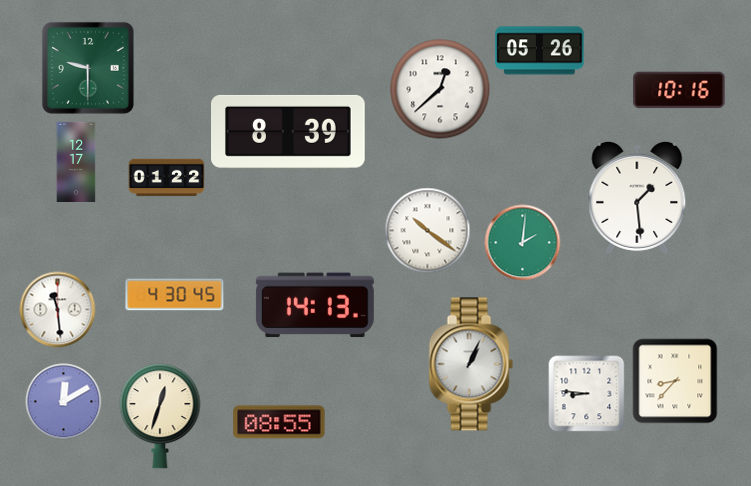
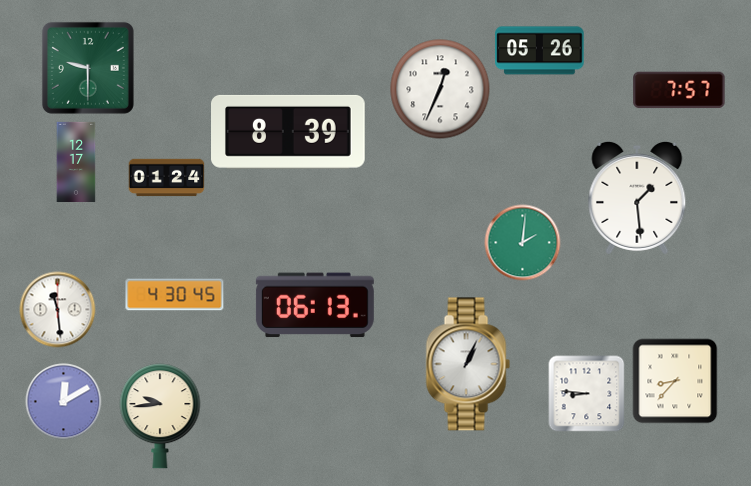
clock at (440, 89): 12:38 -> 12:34
clock at (679, 90): 10:16 -> 7:57
clock at (167, 178): 01:22 -> 01:24
clock at (428, 231): 10:21 -> none
clock at (315, 305): 14:13 -> 06:13
clock at (471, 364) position: (471, 364) -> (468, 364)
clock at (160, 416): 12:33 -> 9:44
clock at (279, 422): 08:55 -> none
